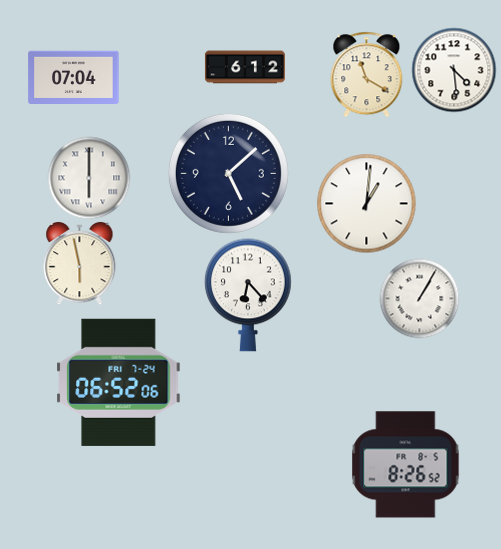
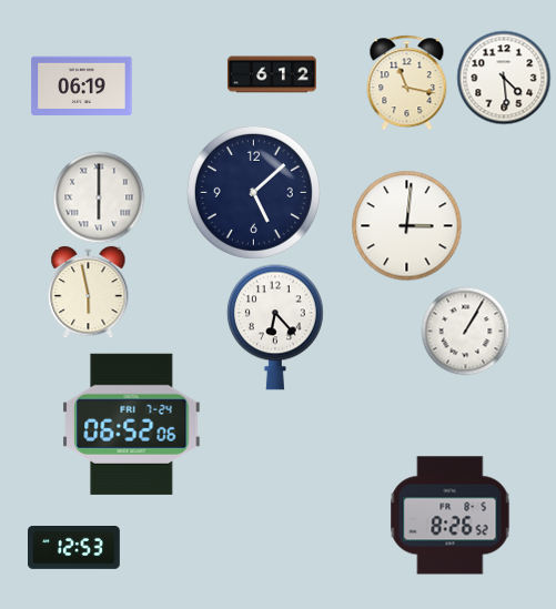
clock at (367, 74): 11:20 -> 11:17
clock at (74, 77): 07:04 -> 06:19
clock at (367, 204): 1:01 -> 3:01
clock at (74, 548): none -> 12:53
